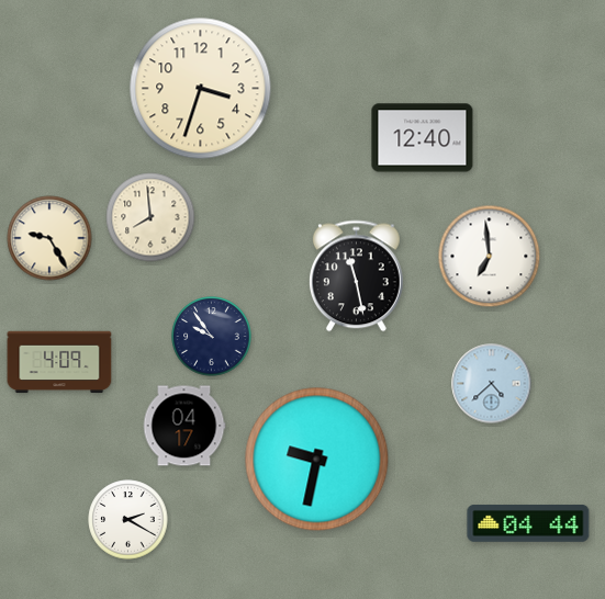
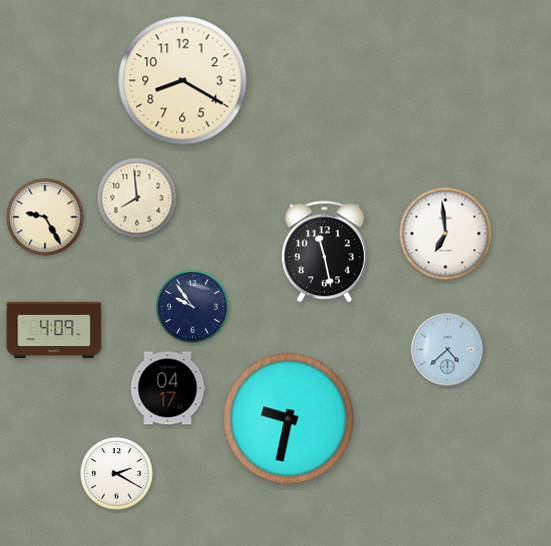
clock at (201, 89): 3:33 -> 8:20
clock at (423, 138): 12:40 -> none
clock at (528, 524): 04:44 -> none
